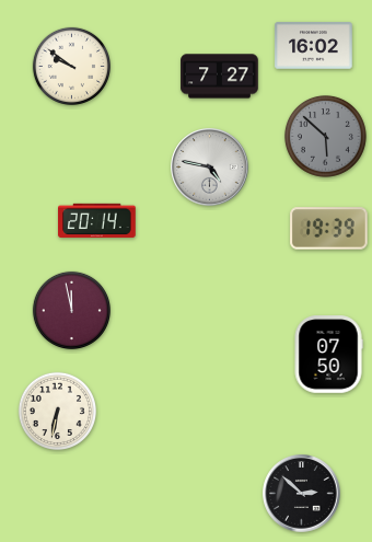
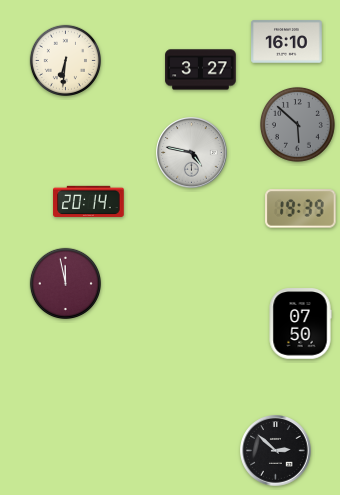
clock at (314, 46): 16:02 -> 16:10
clock at (71, 66): 9:51 -> 6:31
clock at (220, 77): 7:27 -> 3:27
clock at (57, 411): 6:32 -> none
